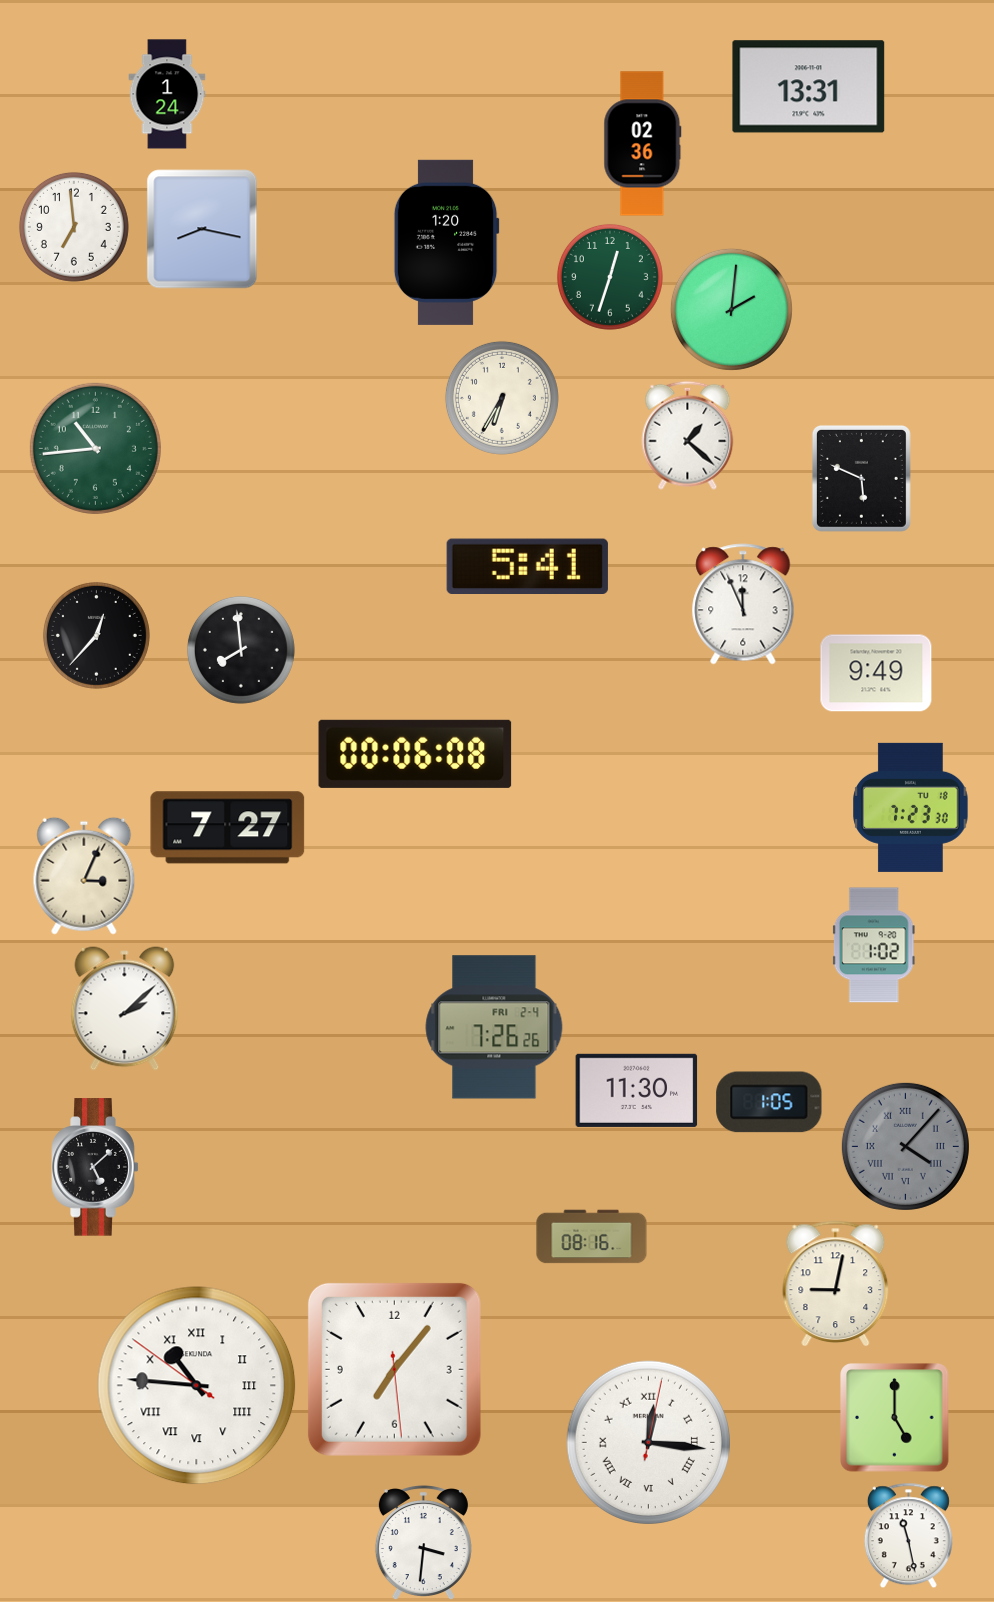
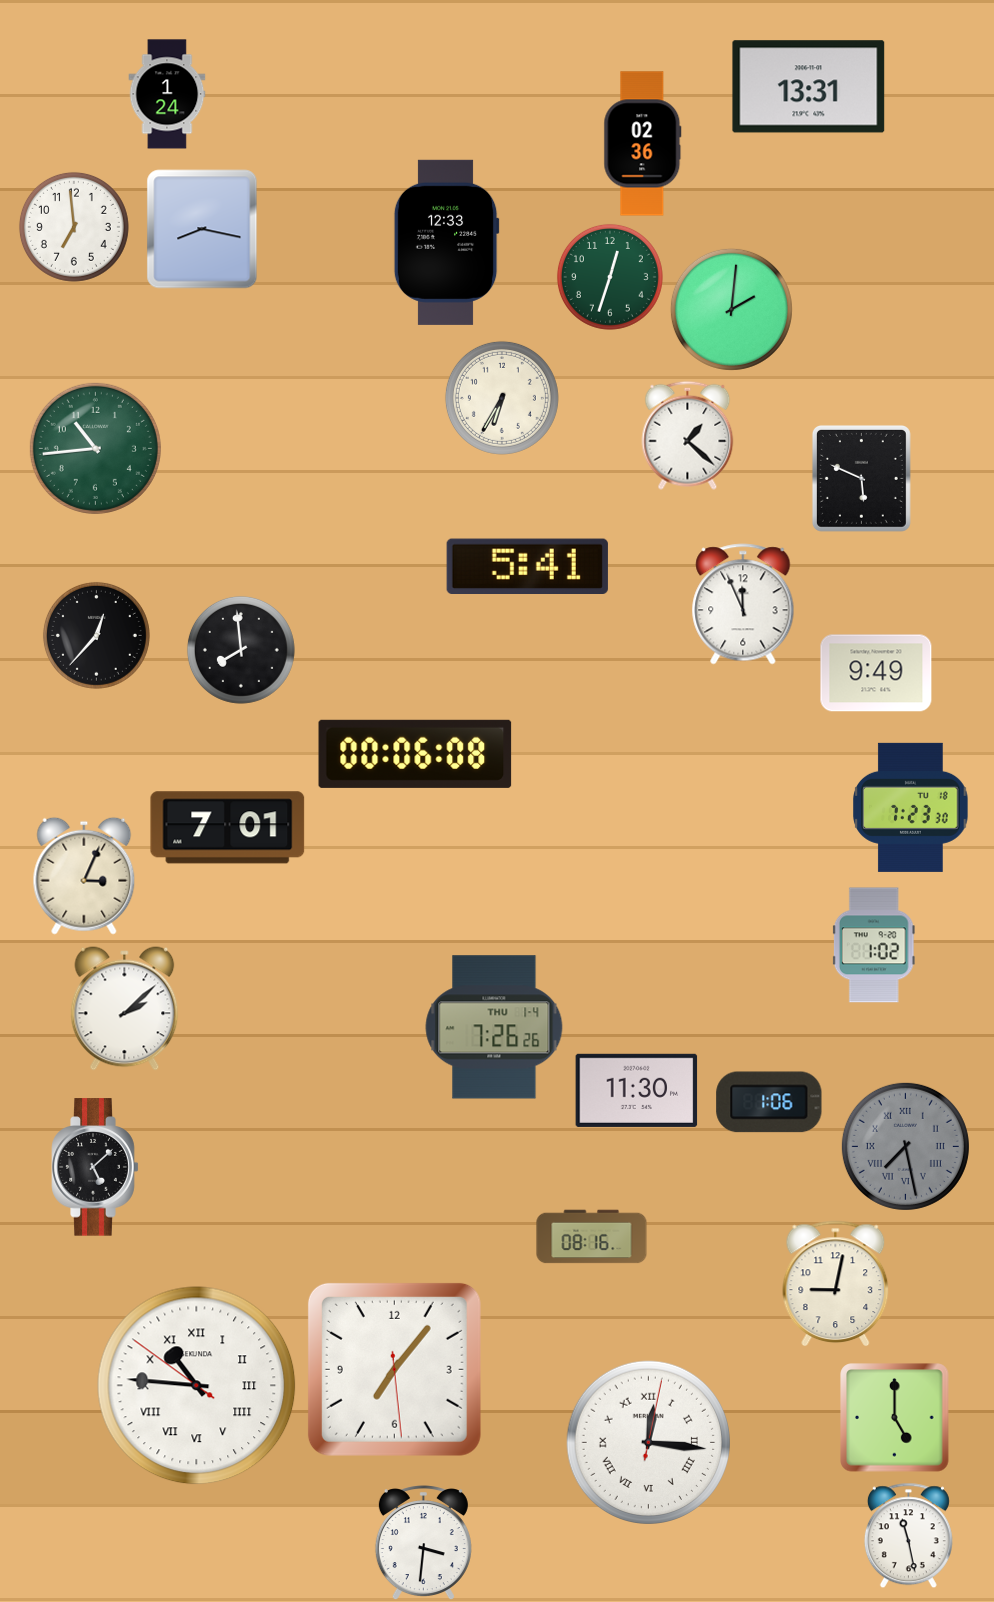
clock at (446, 242): 1:20 -> 12:33
clock at (228, 828): 7:27 -> 7:01
clock at (494, 1027) date: FRI 2-4 -> THU 1-4
clock at (769, 1102): 1:05 -> 1:06
clock at (905, 1146): 4:07 -> 7:28
